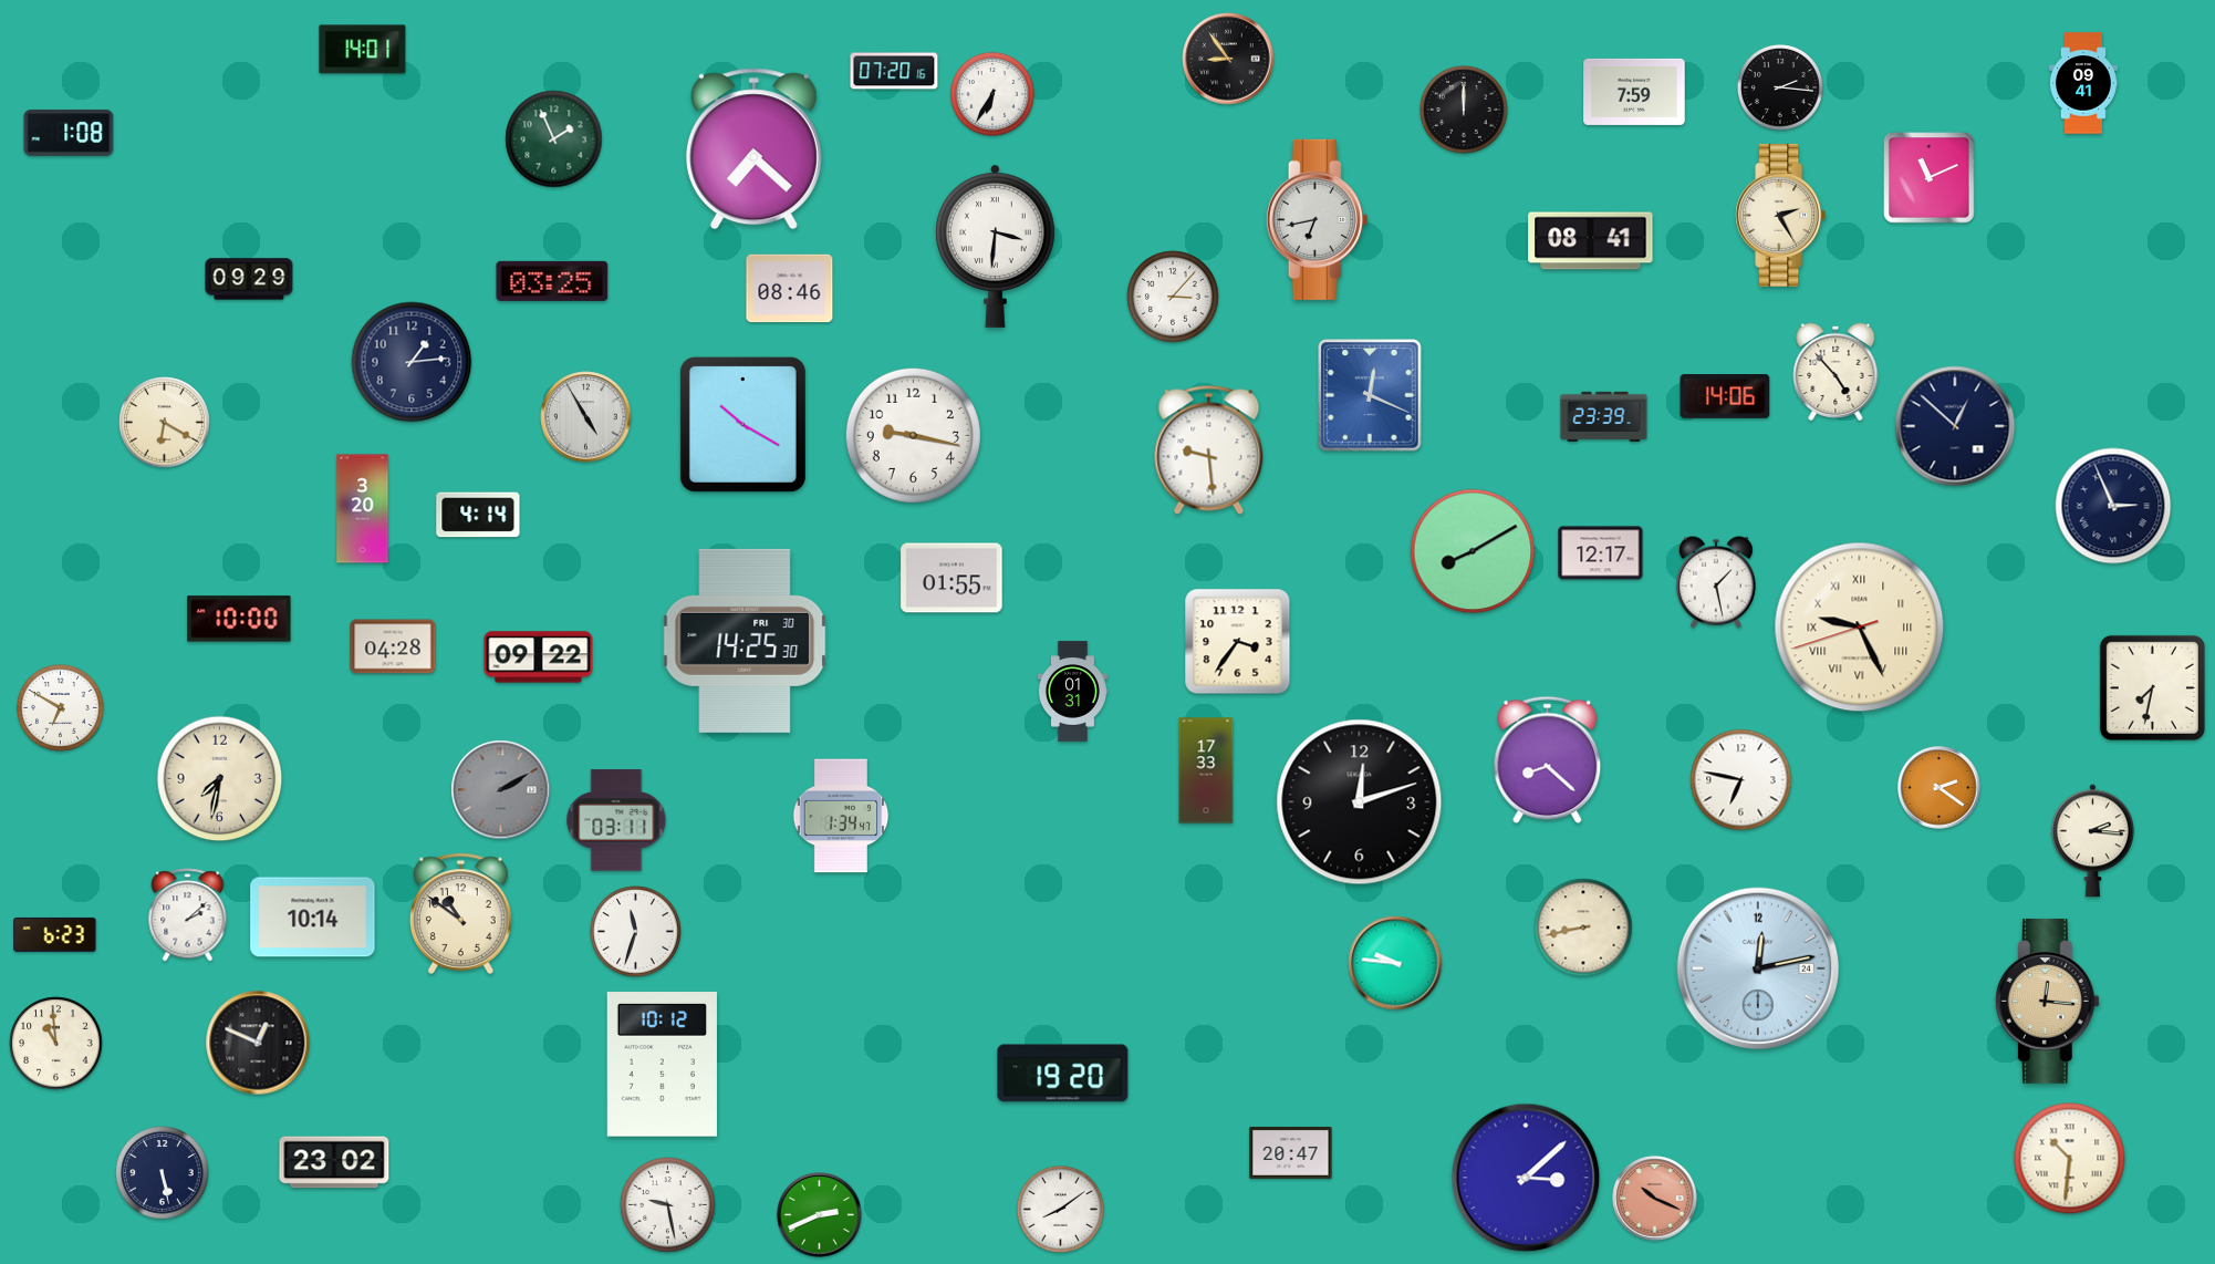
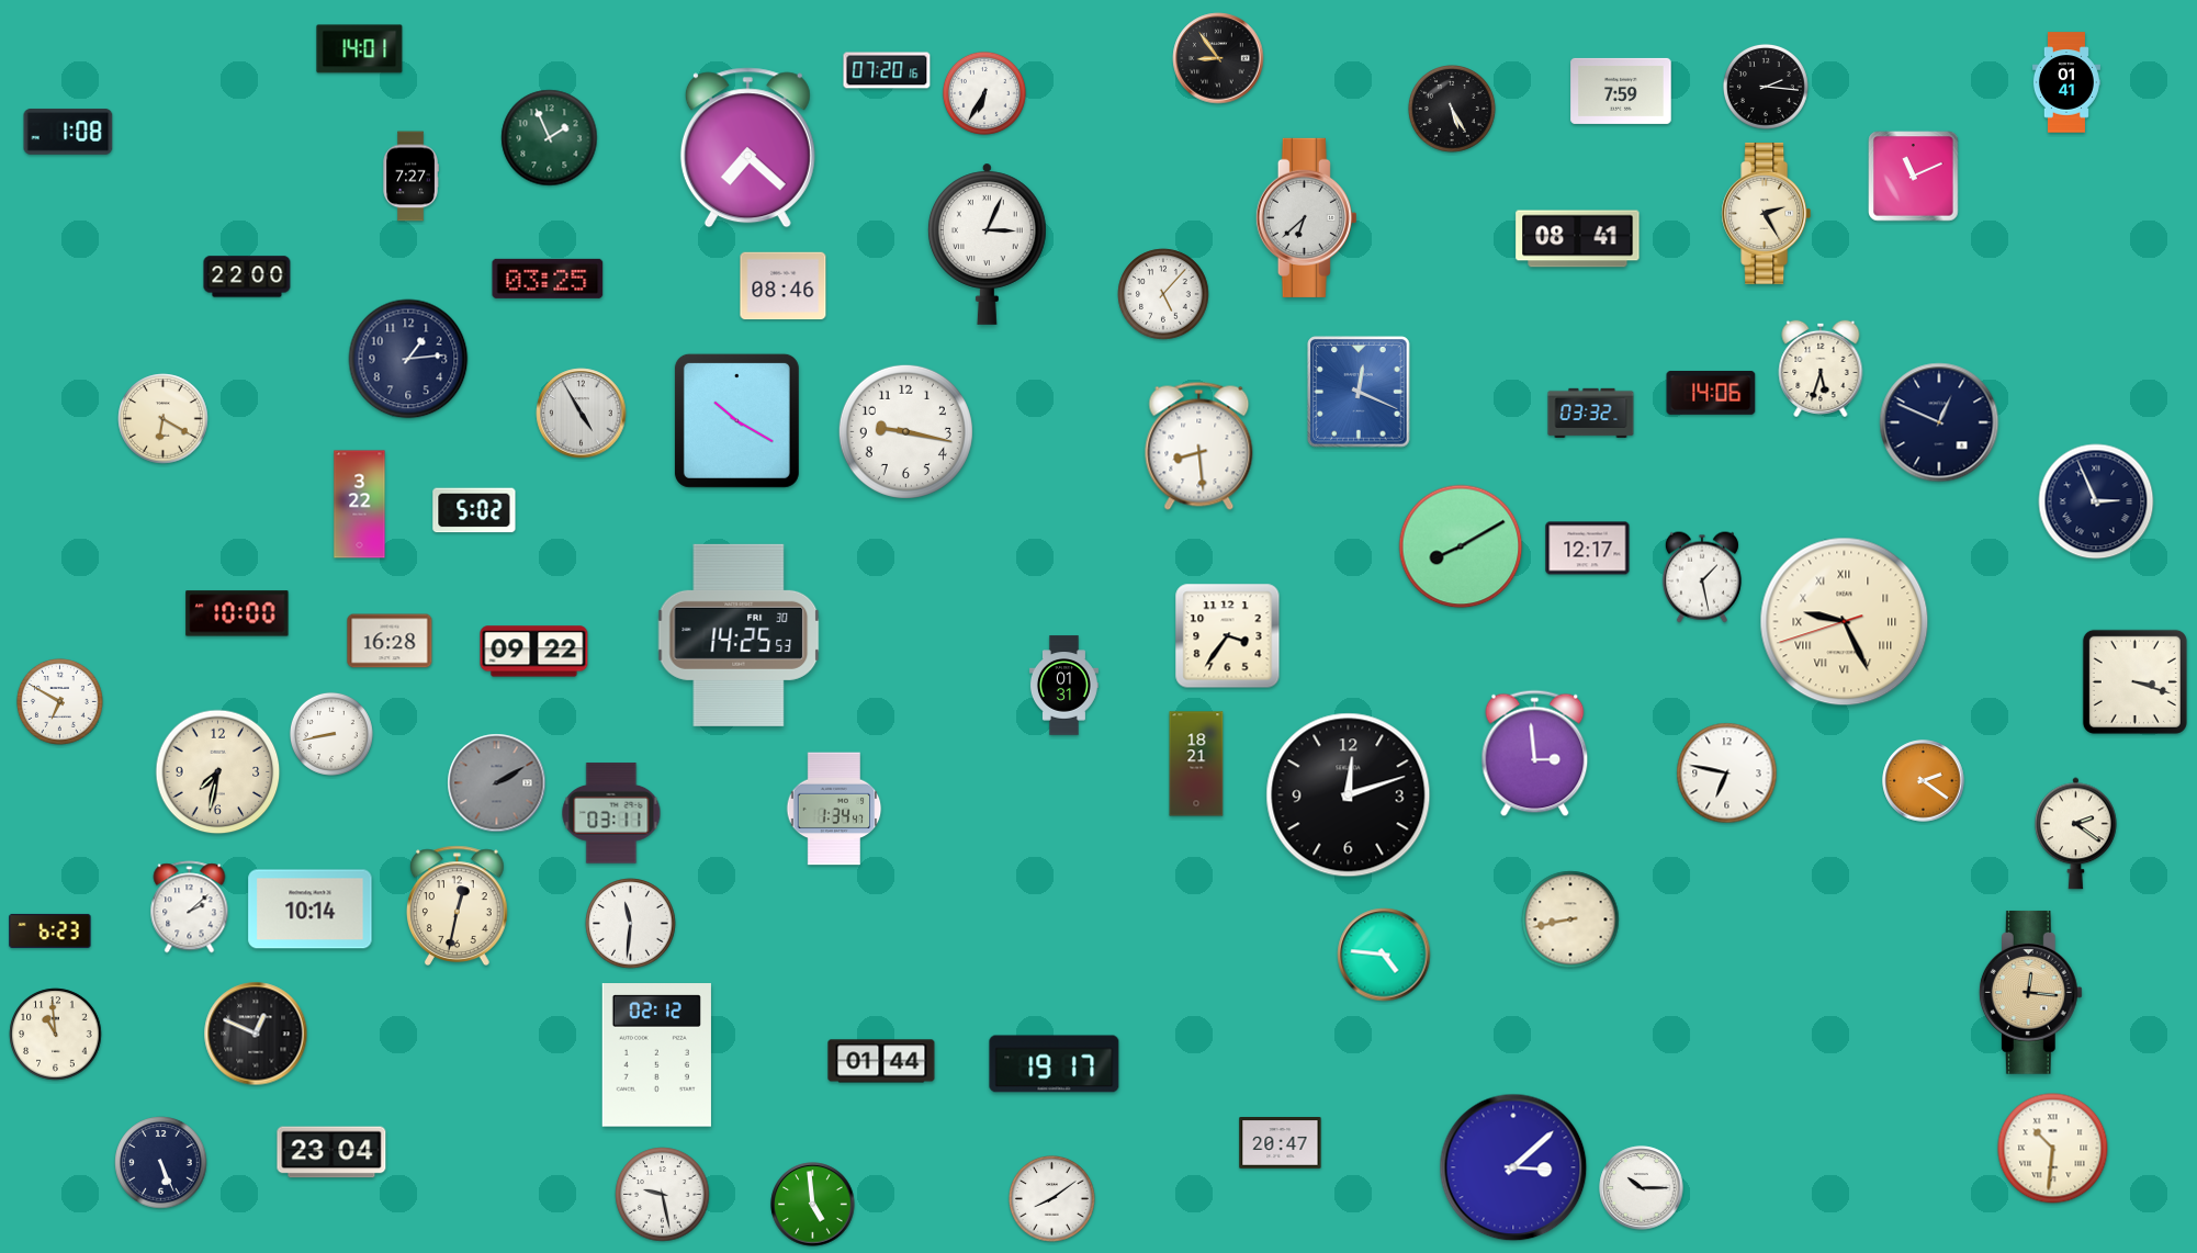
clock at (2083, 83): 09:41 -> 01:41
clock at (1465, 111): 12:00 -> 5:25
clock at (410, 177): none -> 7:27
clock at (1317, 219): 6:43 -> 6:38
clock at (995, 246): 3:31 -> 3:04
clock at (249, 279): 09:29 -> 22:00
clock at (1173, 297): 3:07 -> 5:07
clock at (1836, 371): 4:53 -> 5:33
clock at (1604, 416): 23:39 -> 03:32
clock at (1955, 426): 12:52 -> 12:49
clock at (1209, 449): 9:29 -> 8:29
clock at (363, 509): 3:20 -> 3:22
clock at (478, 515): 4:14 -> 5:02
clock at (951, 578): 01:55 -> none
clock at (745, 641): 14:25:30 -> 14:25:53
clock at (393, 646): 04:28 -> 16:28
clock at (2152, 687): 7:32 -> 3:18
clock at (331, 734): none -> 8:43
clock at (1548, 760): 8:22 -> 2:59
clock at (1206, 770): 17:33 -> 18:21
clock at (2092, 841): 2:16 -> 2:21
clock at (461, 913): 10:51 -> 12:32
clock at (188, 915) position: (188, 915) -> (190, 907)
clock at (636, 932): 11:33 -> 11:31
clock at (55, 934) position: (55, 934) -> (50, 930)
clock at (1395, 963): 9:46 -> 4:46
clock at (1758, 968): 12:13 -> none
clock at (662, 1065): 10:12 -> 02:12
clock at (881, 1061): none -> 01:44
clock at (1063, 1074): 19:20 -> 19:17
clock at (334, 1162): 23:02 -> 23:04
clock at (163, 1173): 5:28 -> 5:26
clock at (1655, 1199): 10:19 -> 10:15
clock at (1655, 1199) dial: salmon -> white
clock at (820, 1215): 2:41 -> 4:59
